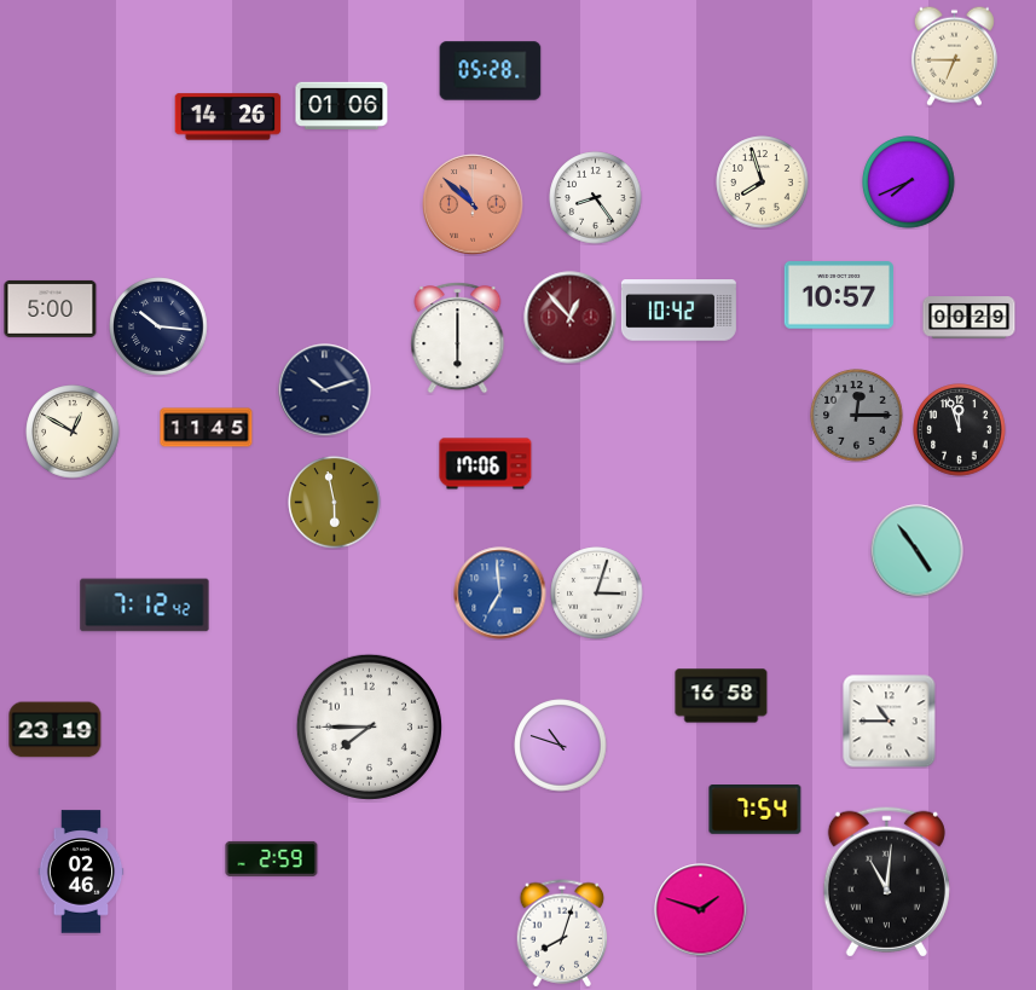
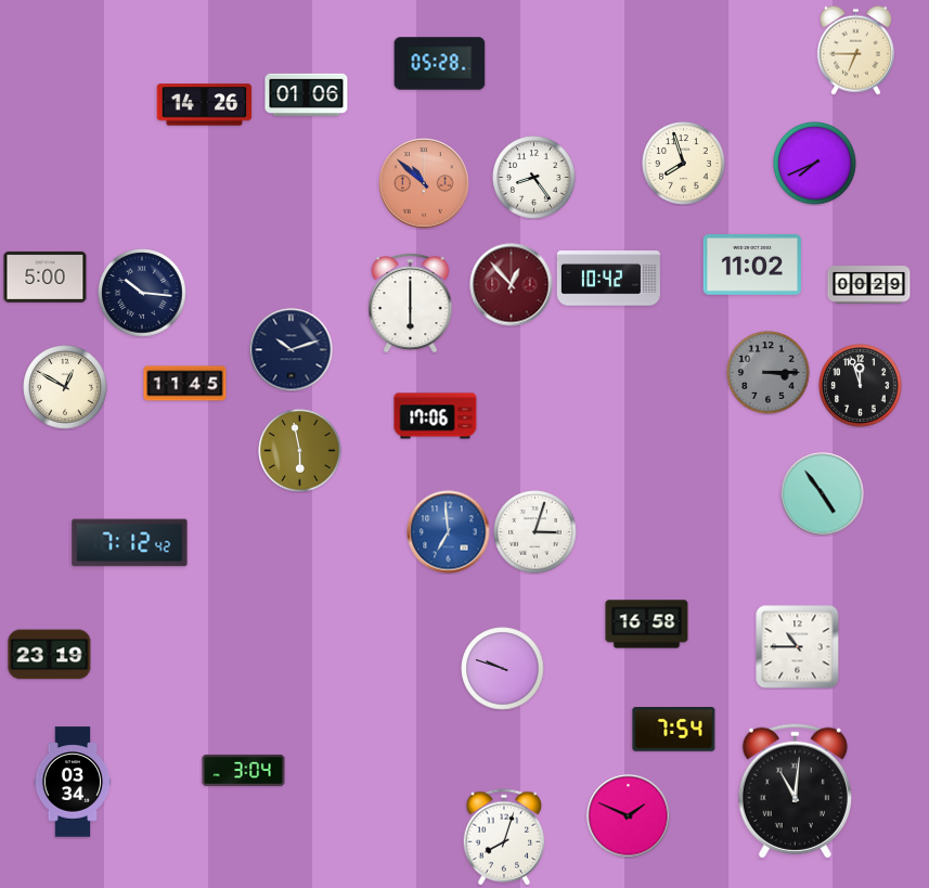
clock at (838, 295): 10:57 -> 11:02
clock at (857, 416): 12:15 -> 3:15
clock at (369, 726): 7:45 -> none
clock at (561, 746): 10:48 -> 9:48
clock at (756, 810) position: (756, 810) -> (674, 730)
clock at (272, 858): 2:59 -> 3:04
clock at (81, 872): 02:46 -> 03:34
clock at (701, 910): 1:48 -> 1:49
